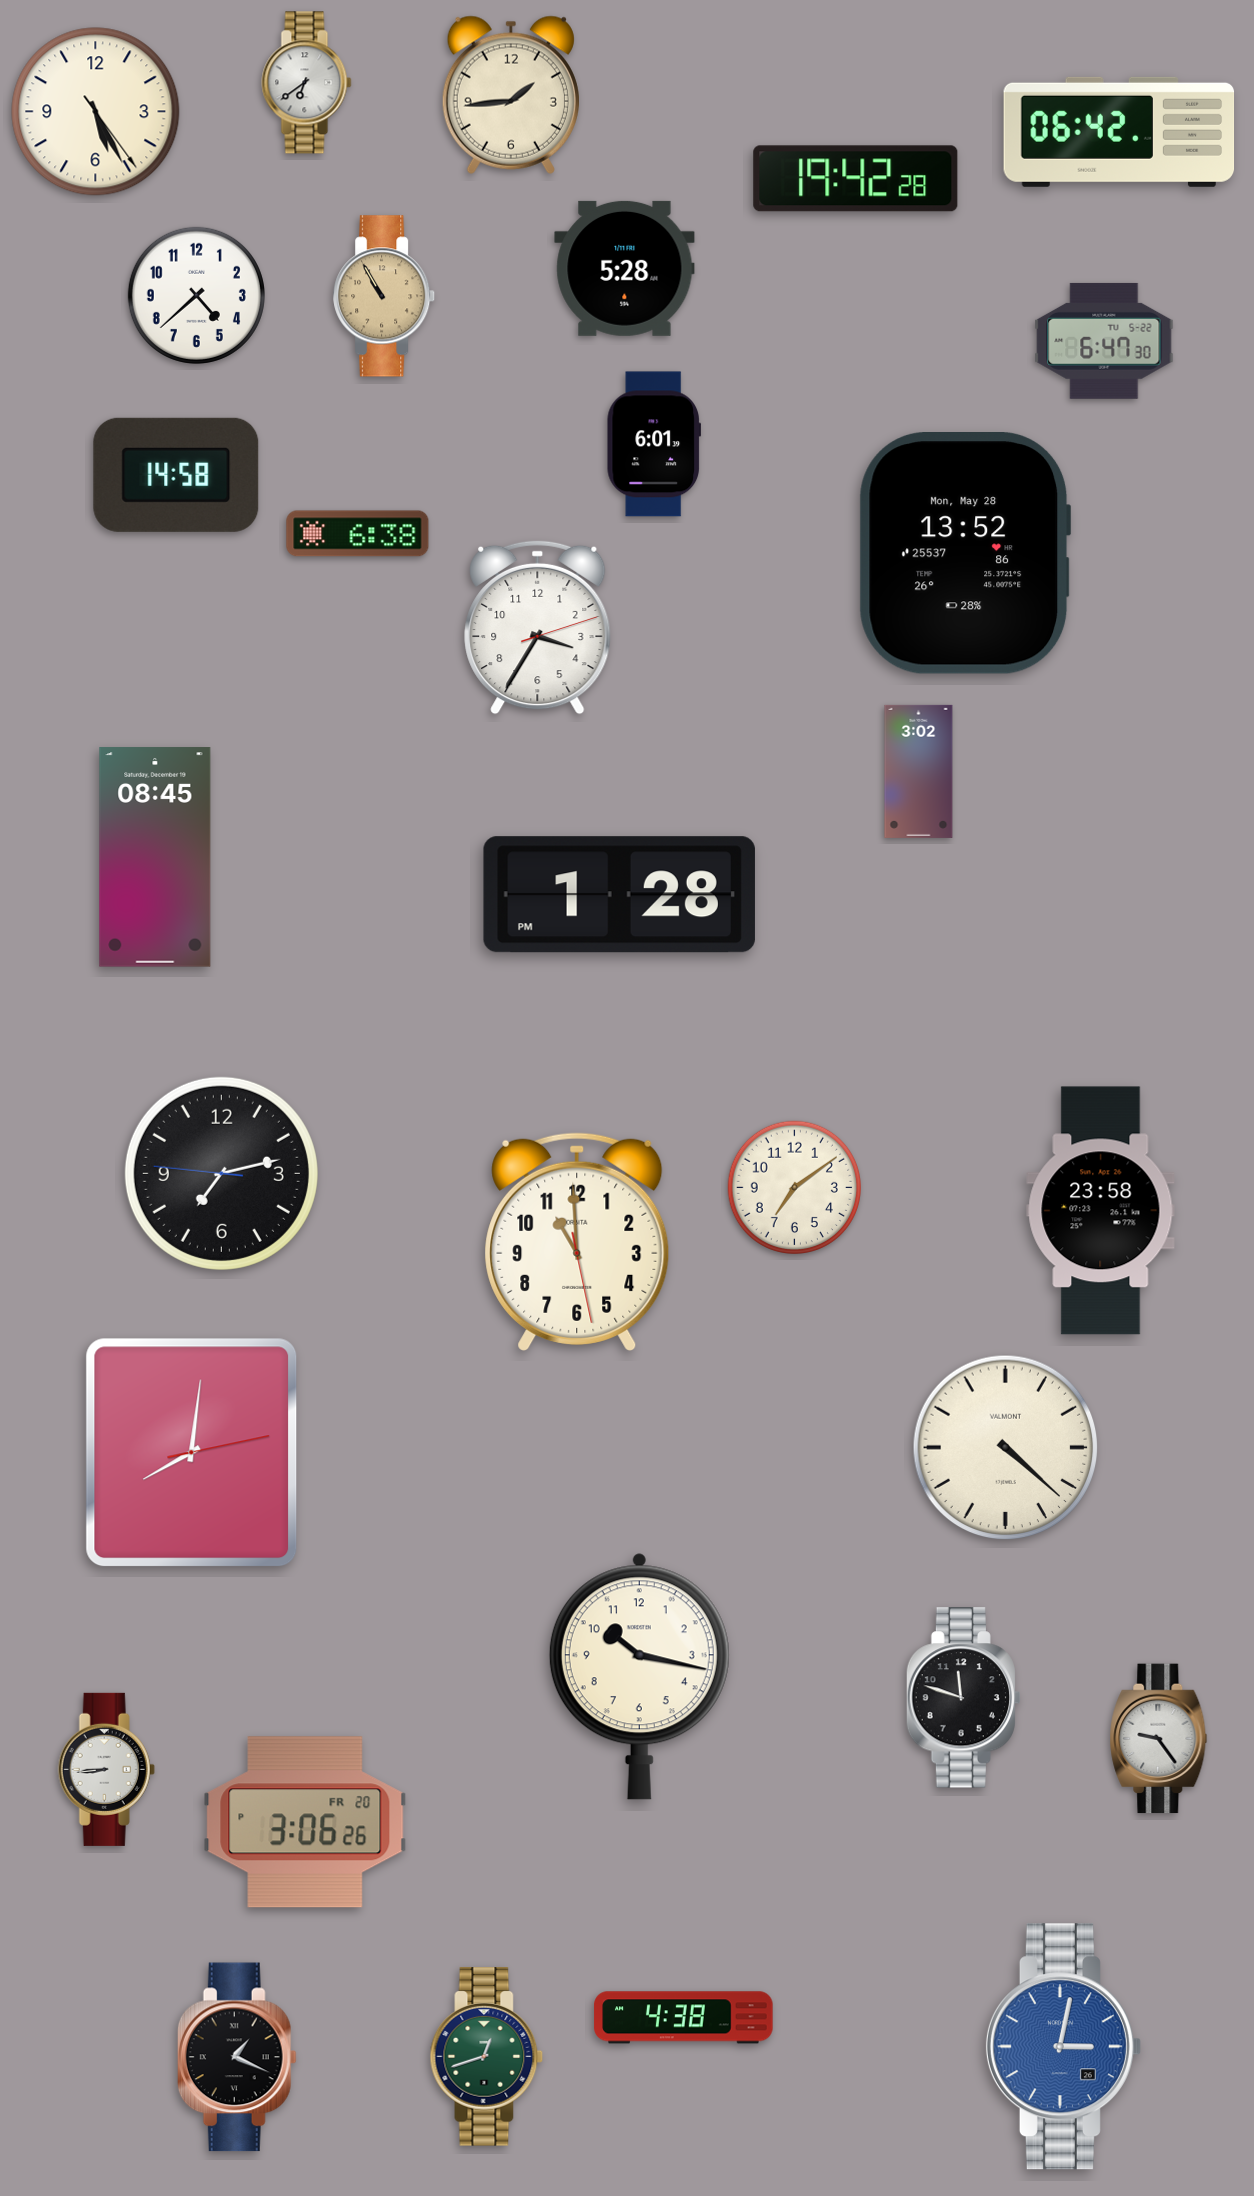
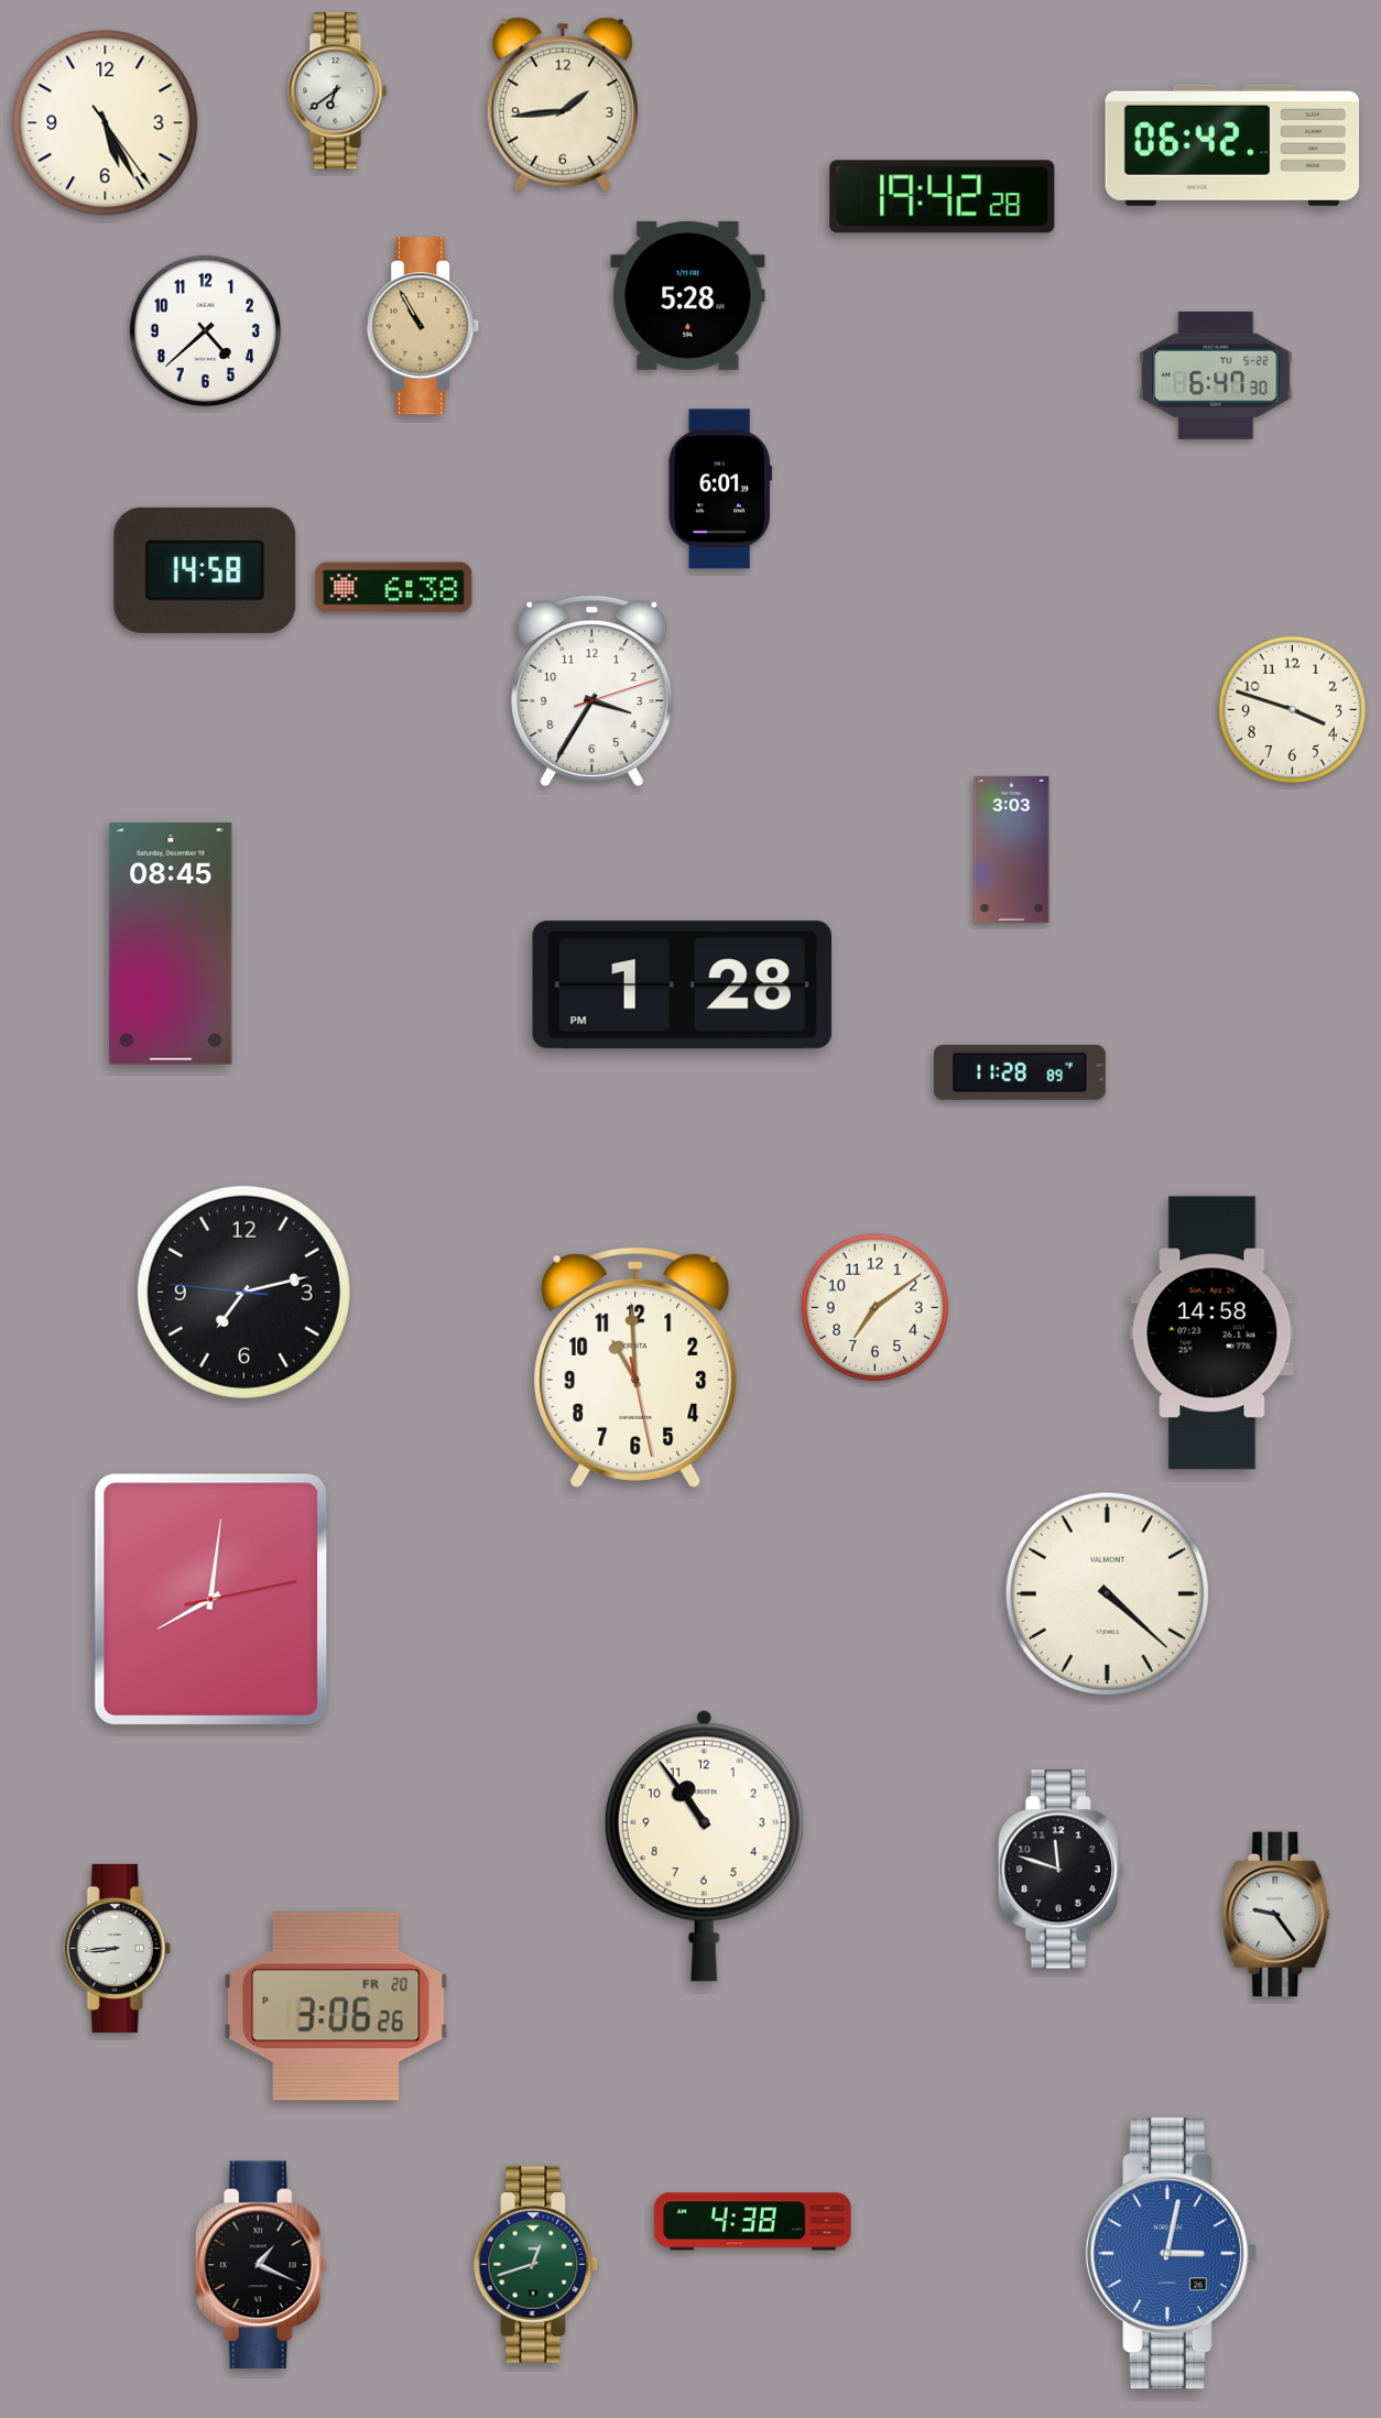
clock at (196, 295) position: (196, 295) -> (205, 330)
clock at (176, 475) position: (176, 475) -> (205, 570)
clock at (965, 554): 13:52 -> none
clock at (1292, 709): none -> 3:48
clock at (919, 771): 3:02 -> 3:03
clock at (1020, 1072): none -> 11:28
clock at (1101, 1211): 23:58 -> 14:58
clock at (639, 1676): 10:17 -> 10:54
